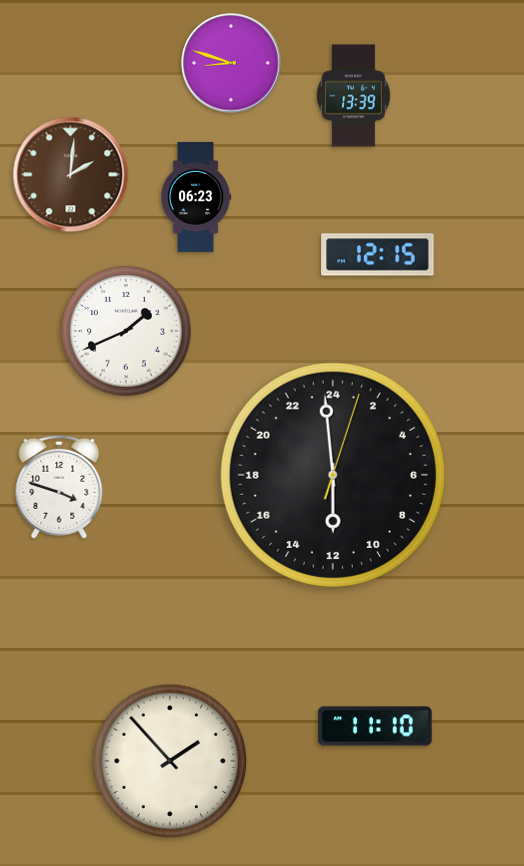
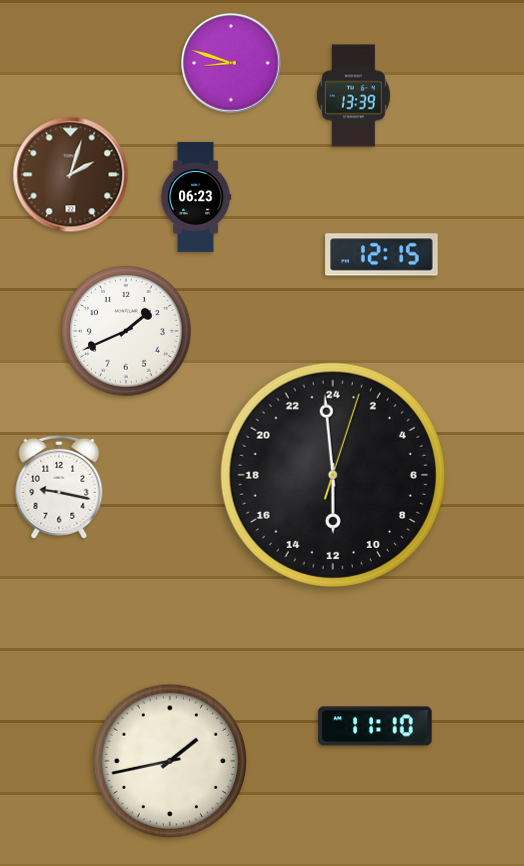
clock at (71, 175): 2:01 -> 2:03
clock at (378, 255) position: (378, 255) -> (382, 255)
clock at (59, 487): 3:48 -> 9:17
clock at (170, 761): 1:53 -> 1:43
